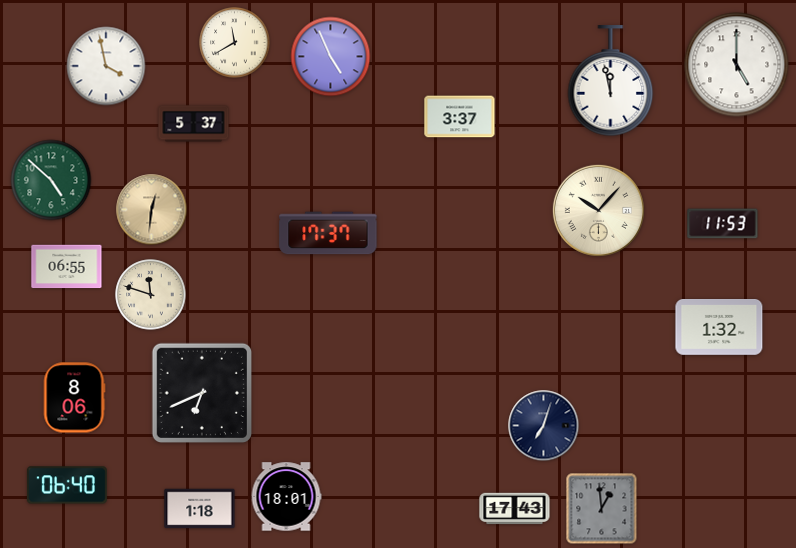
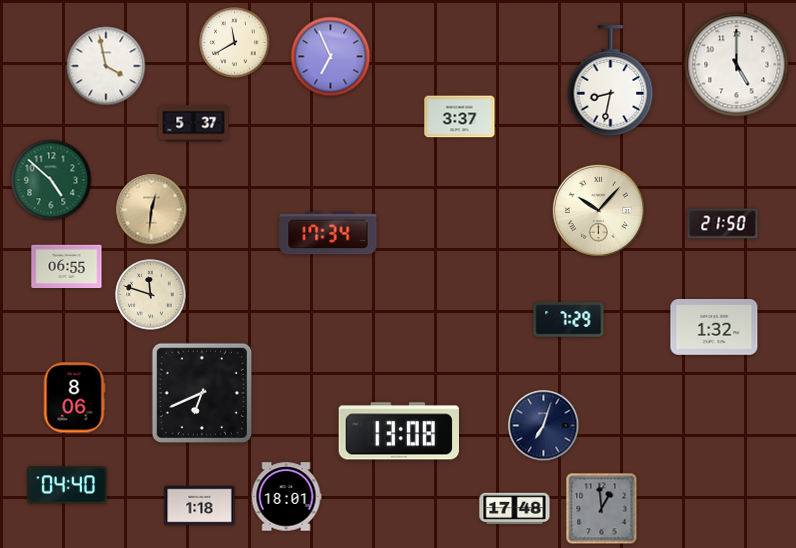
clock at (331, 57): 4:56 -> 6:56
clock at (611, 81): 11:58 -> 8:32
clock at (723, 224): 11:53 -> 21:50
clock at (328, 233): 17:37 -> 17:34
clock at (569, 320): none -> 7:29
clock at (719, 328) position: (719, 328) -> (714, 328)
clock at (398, 431): none -> 13:08
clock at (67, 485): 06:40 -> 04:40
clock at (200, 509) position: (200, 509) -> (200, 506)
clock at (515, 509): 17:43 -> 17:48
